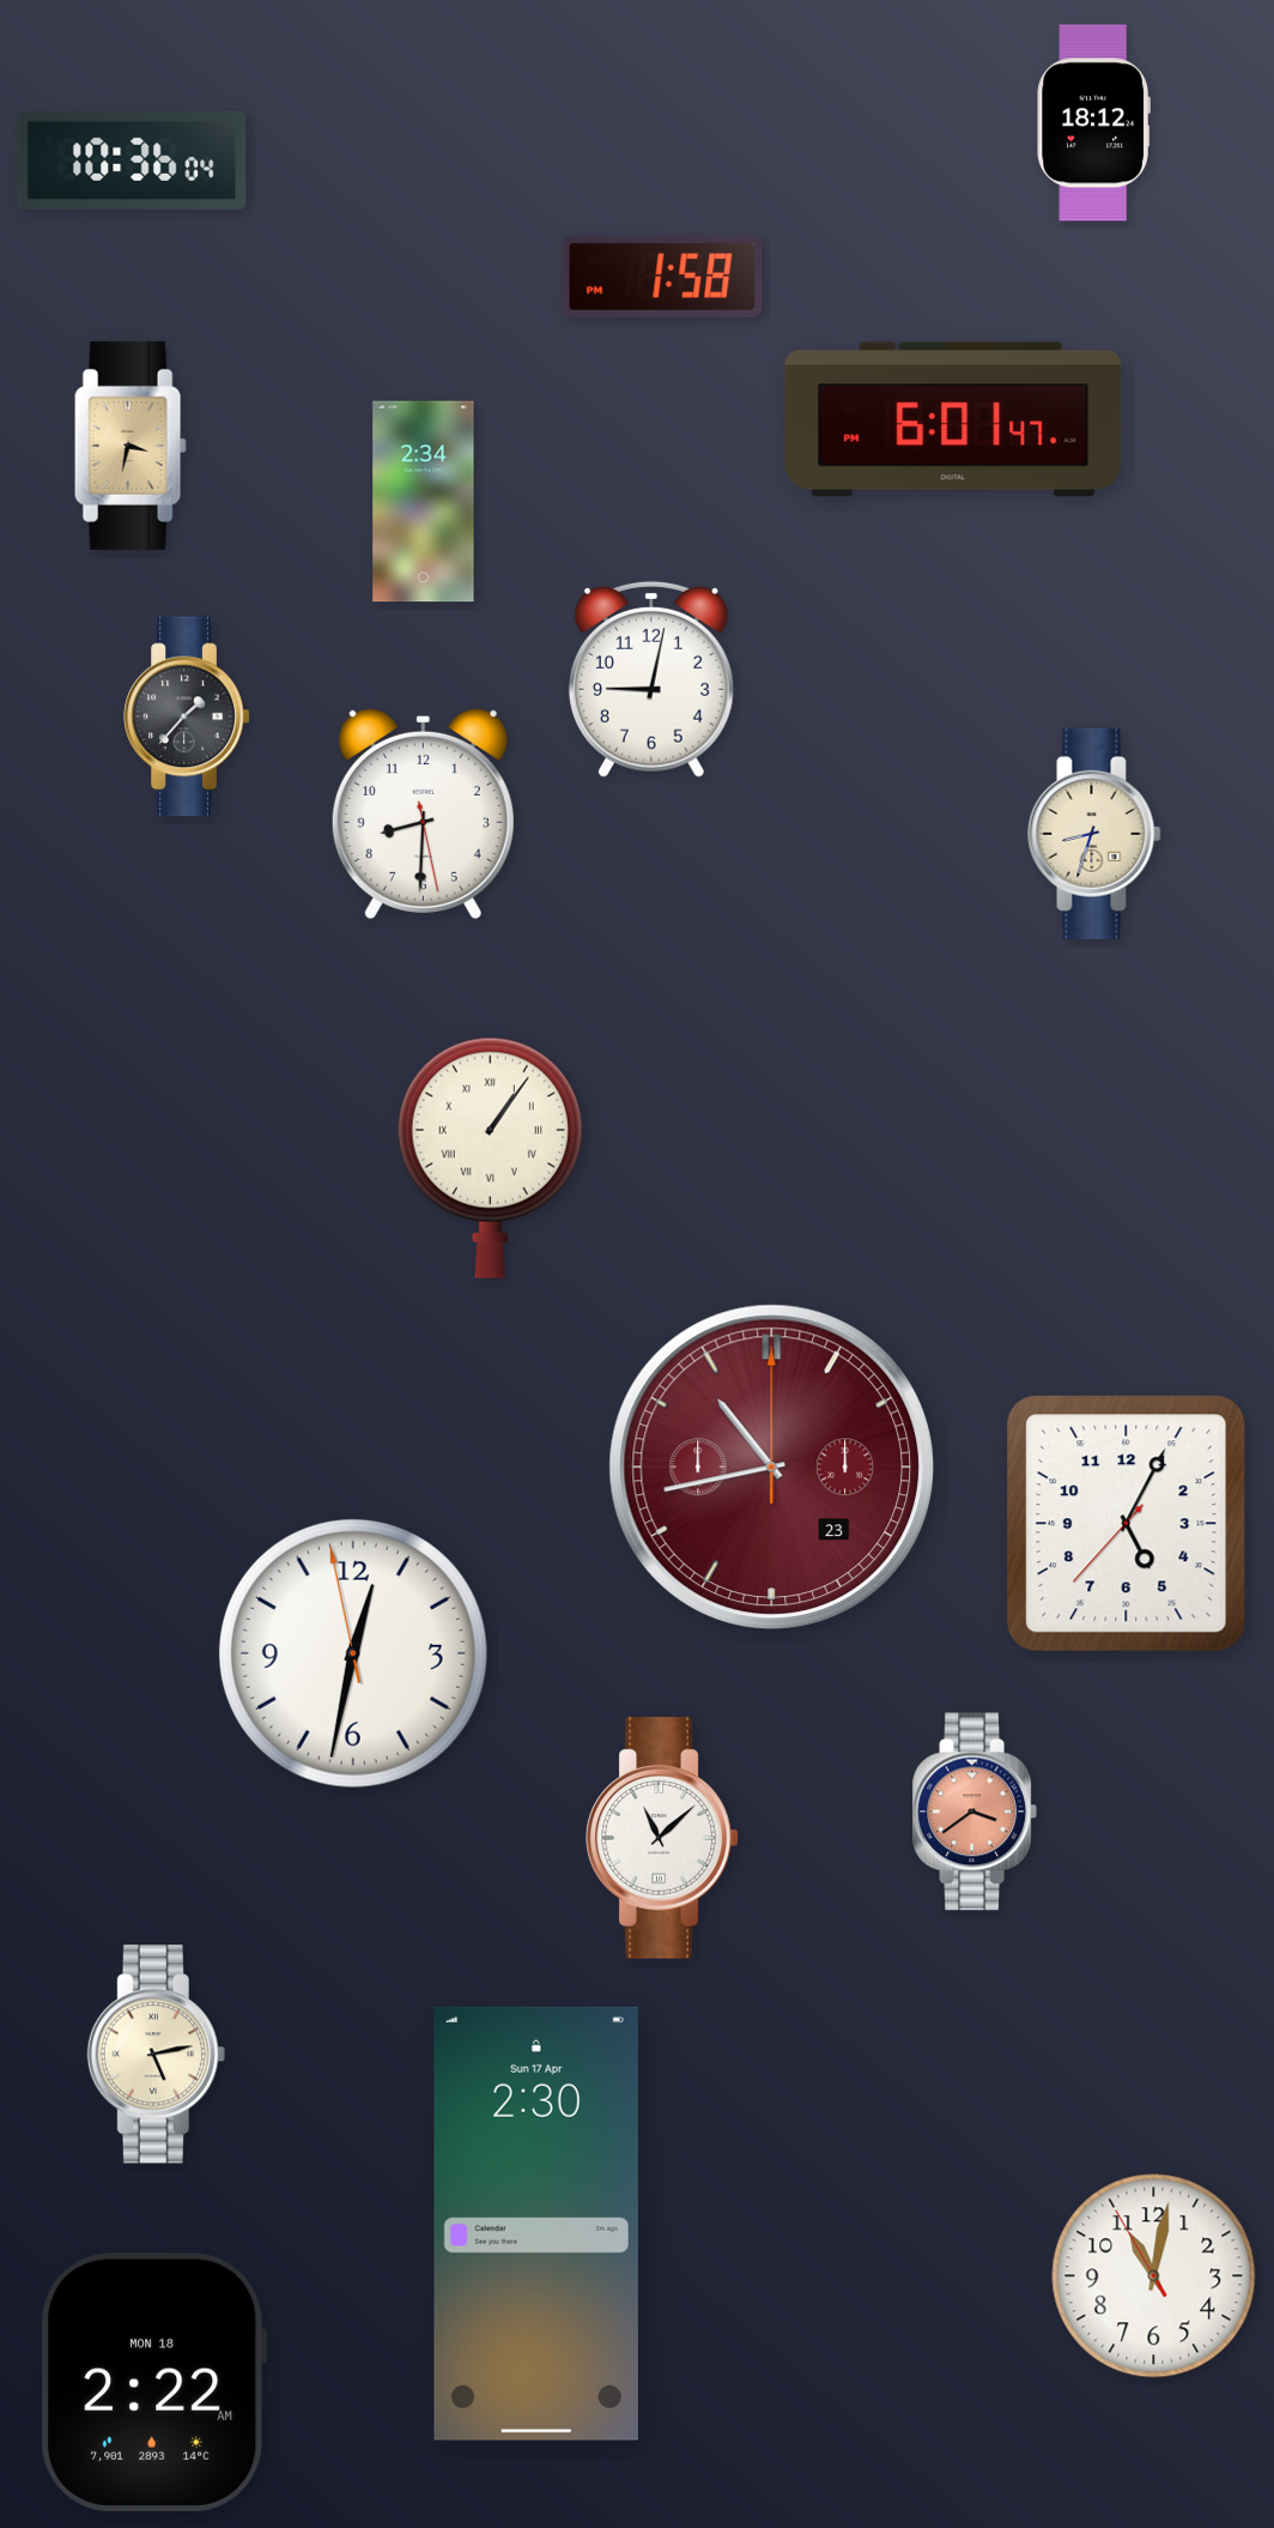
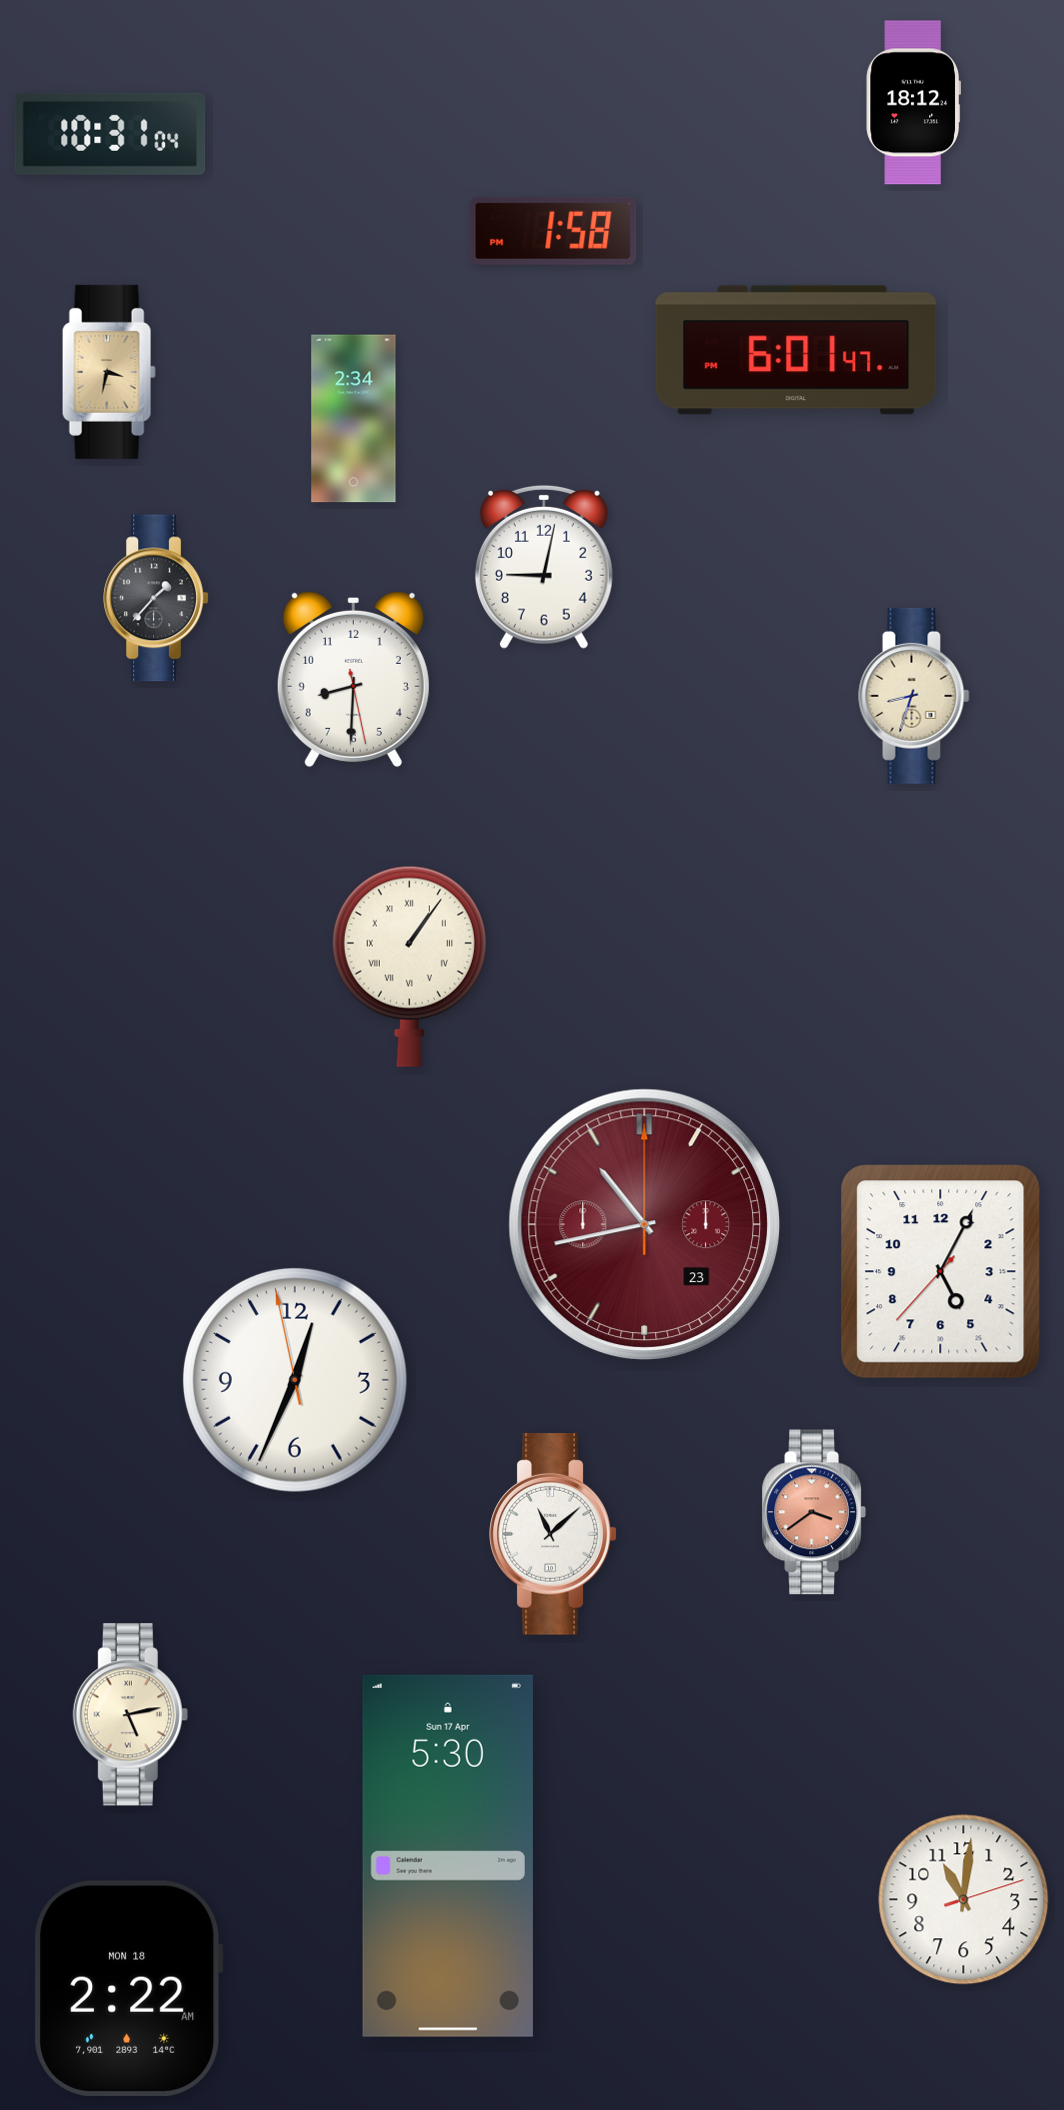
clock at (132, 161): 10:36 -> 10:31
clock at (353, 1653): 12:31 -> 12:33
clock at (536, 2224): 2:30 -> 5:30
clock at (1154, 2276): 11:01:55 -> 11:01:12
